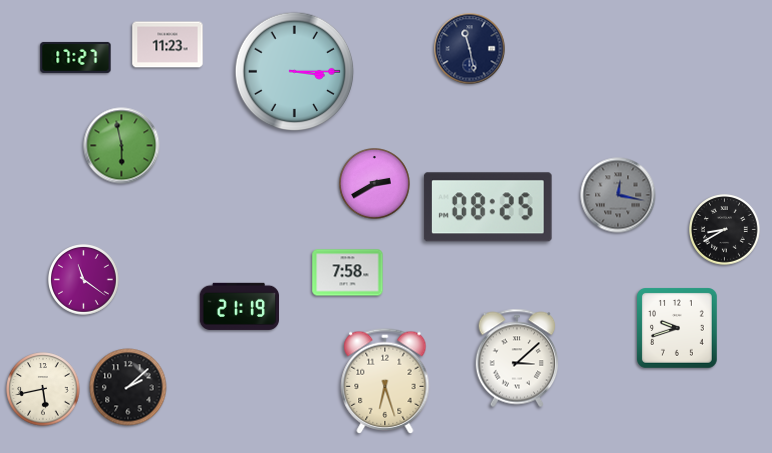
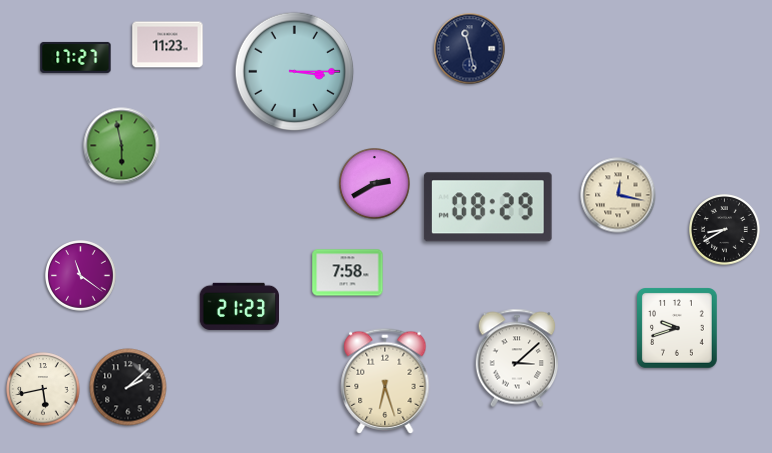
clock at (618, 195) dial: grey -> cream
clock at (488, 207): 08:25 -> 08:29
clock at (84, 280) position: (84, 280) -> (81, 276)
clock at (239, 306): 21:19 -> 21:23
